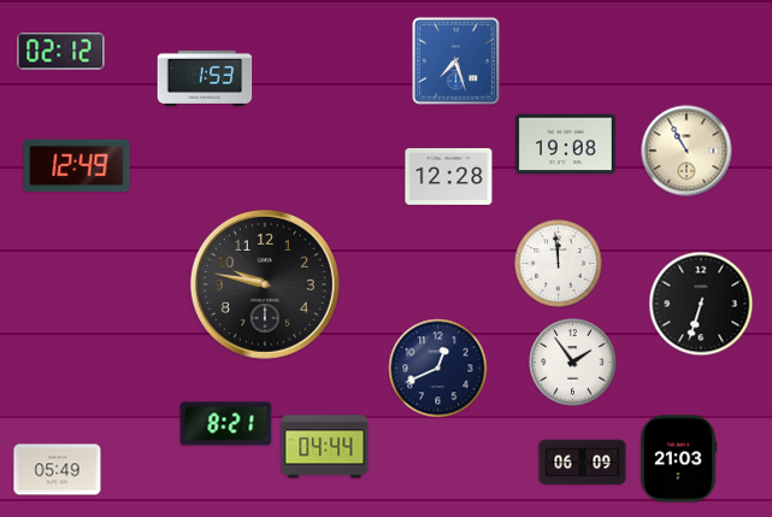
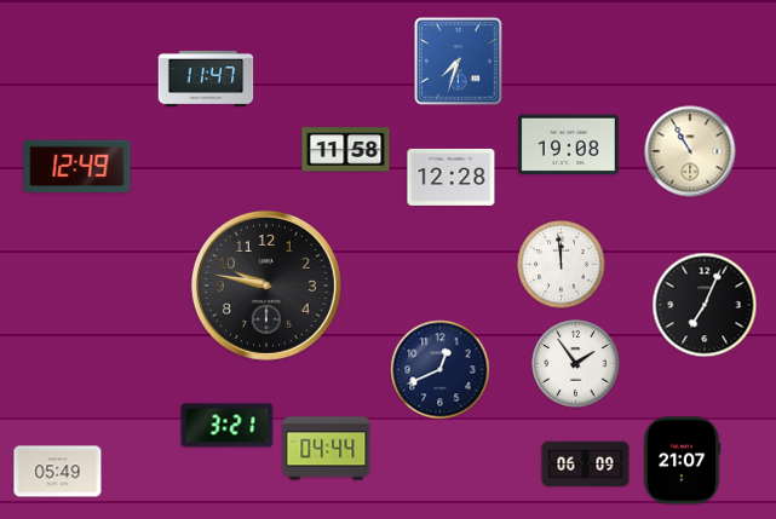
clock at (61, 52): 02:12 -> none
clock at (456, 61): 7:27 -> 7:33
clock at (205, 78): 1:53 -> 11:47
clock at (346, 150): none -> 11:58
clock at (701, 304): 6:33 -> 7:04
clock at (226, 424): 8:21 -> 3:21
clock at (678, 459): 21:03 -> 21:07
